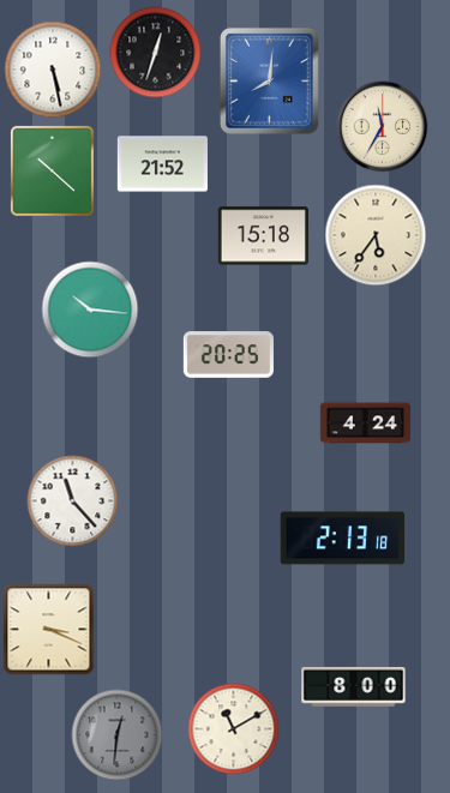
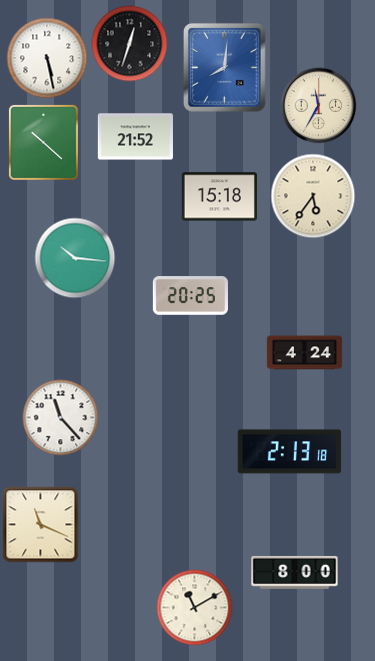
clock at (53, 70) position: (53, 70) -> (47, 58)
clock at (343, 539) position: (343, 539) -> (290, 452)
clock at (49, 630): 3:19 -> 11:19
clock at (118, 735): 12:31 -> none
